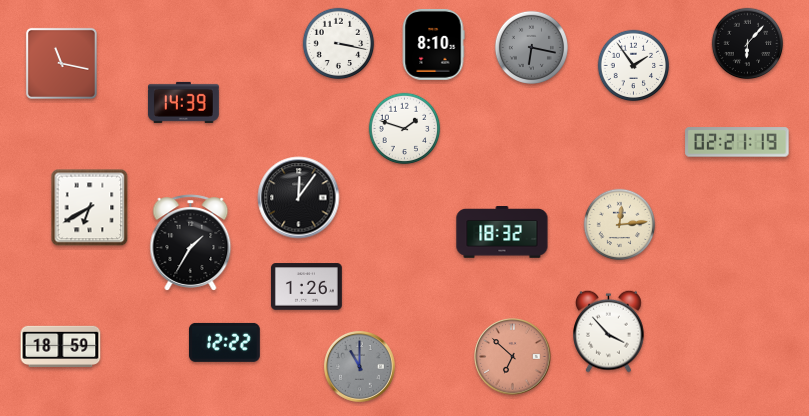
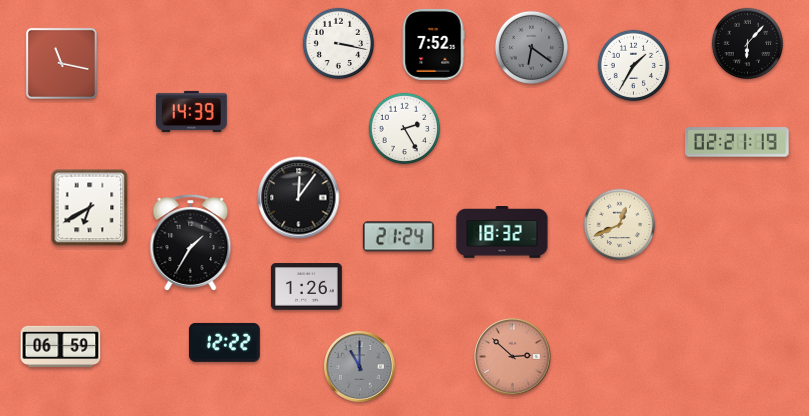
clock at (433, 44): 8:10 -> 7:52
clock at (531, 47): 6:17 -> 6:21
clock at (634, 66): 1:54 -> 1:35
clock at (183, 102) position: (183, 102) -> (191, 111)
clock at (405, 129): 1:48 -> 2:25
clock at (620, 225): 12:14 -> 12:41
clock at (398, 237): none -> 21:24
clock at (609, 331): 3:53 -> none
clock at (61, 346): 18:59 -> 06:59
clock at (513, 357): 6:52 -> 2:52
